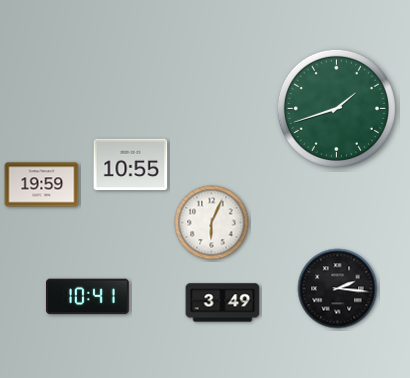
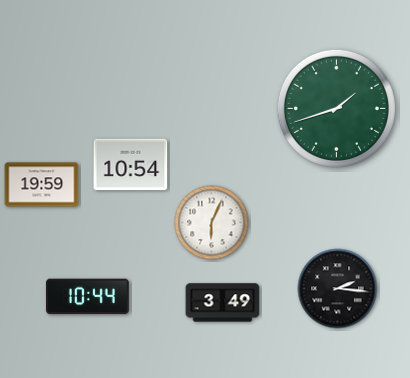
clock at (131, 165): 10:55 -> 10:54
clock at (88, 297): 10:41 -> 10:44
